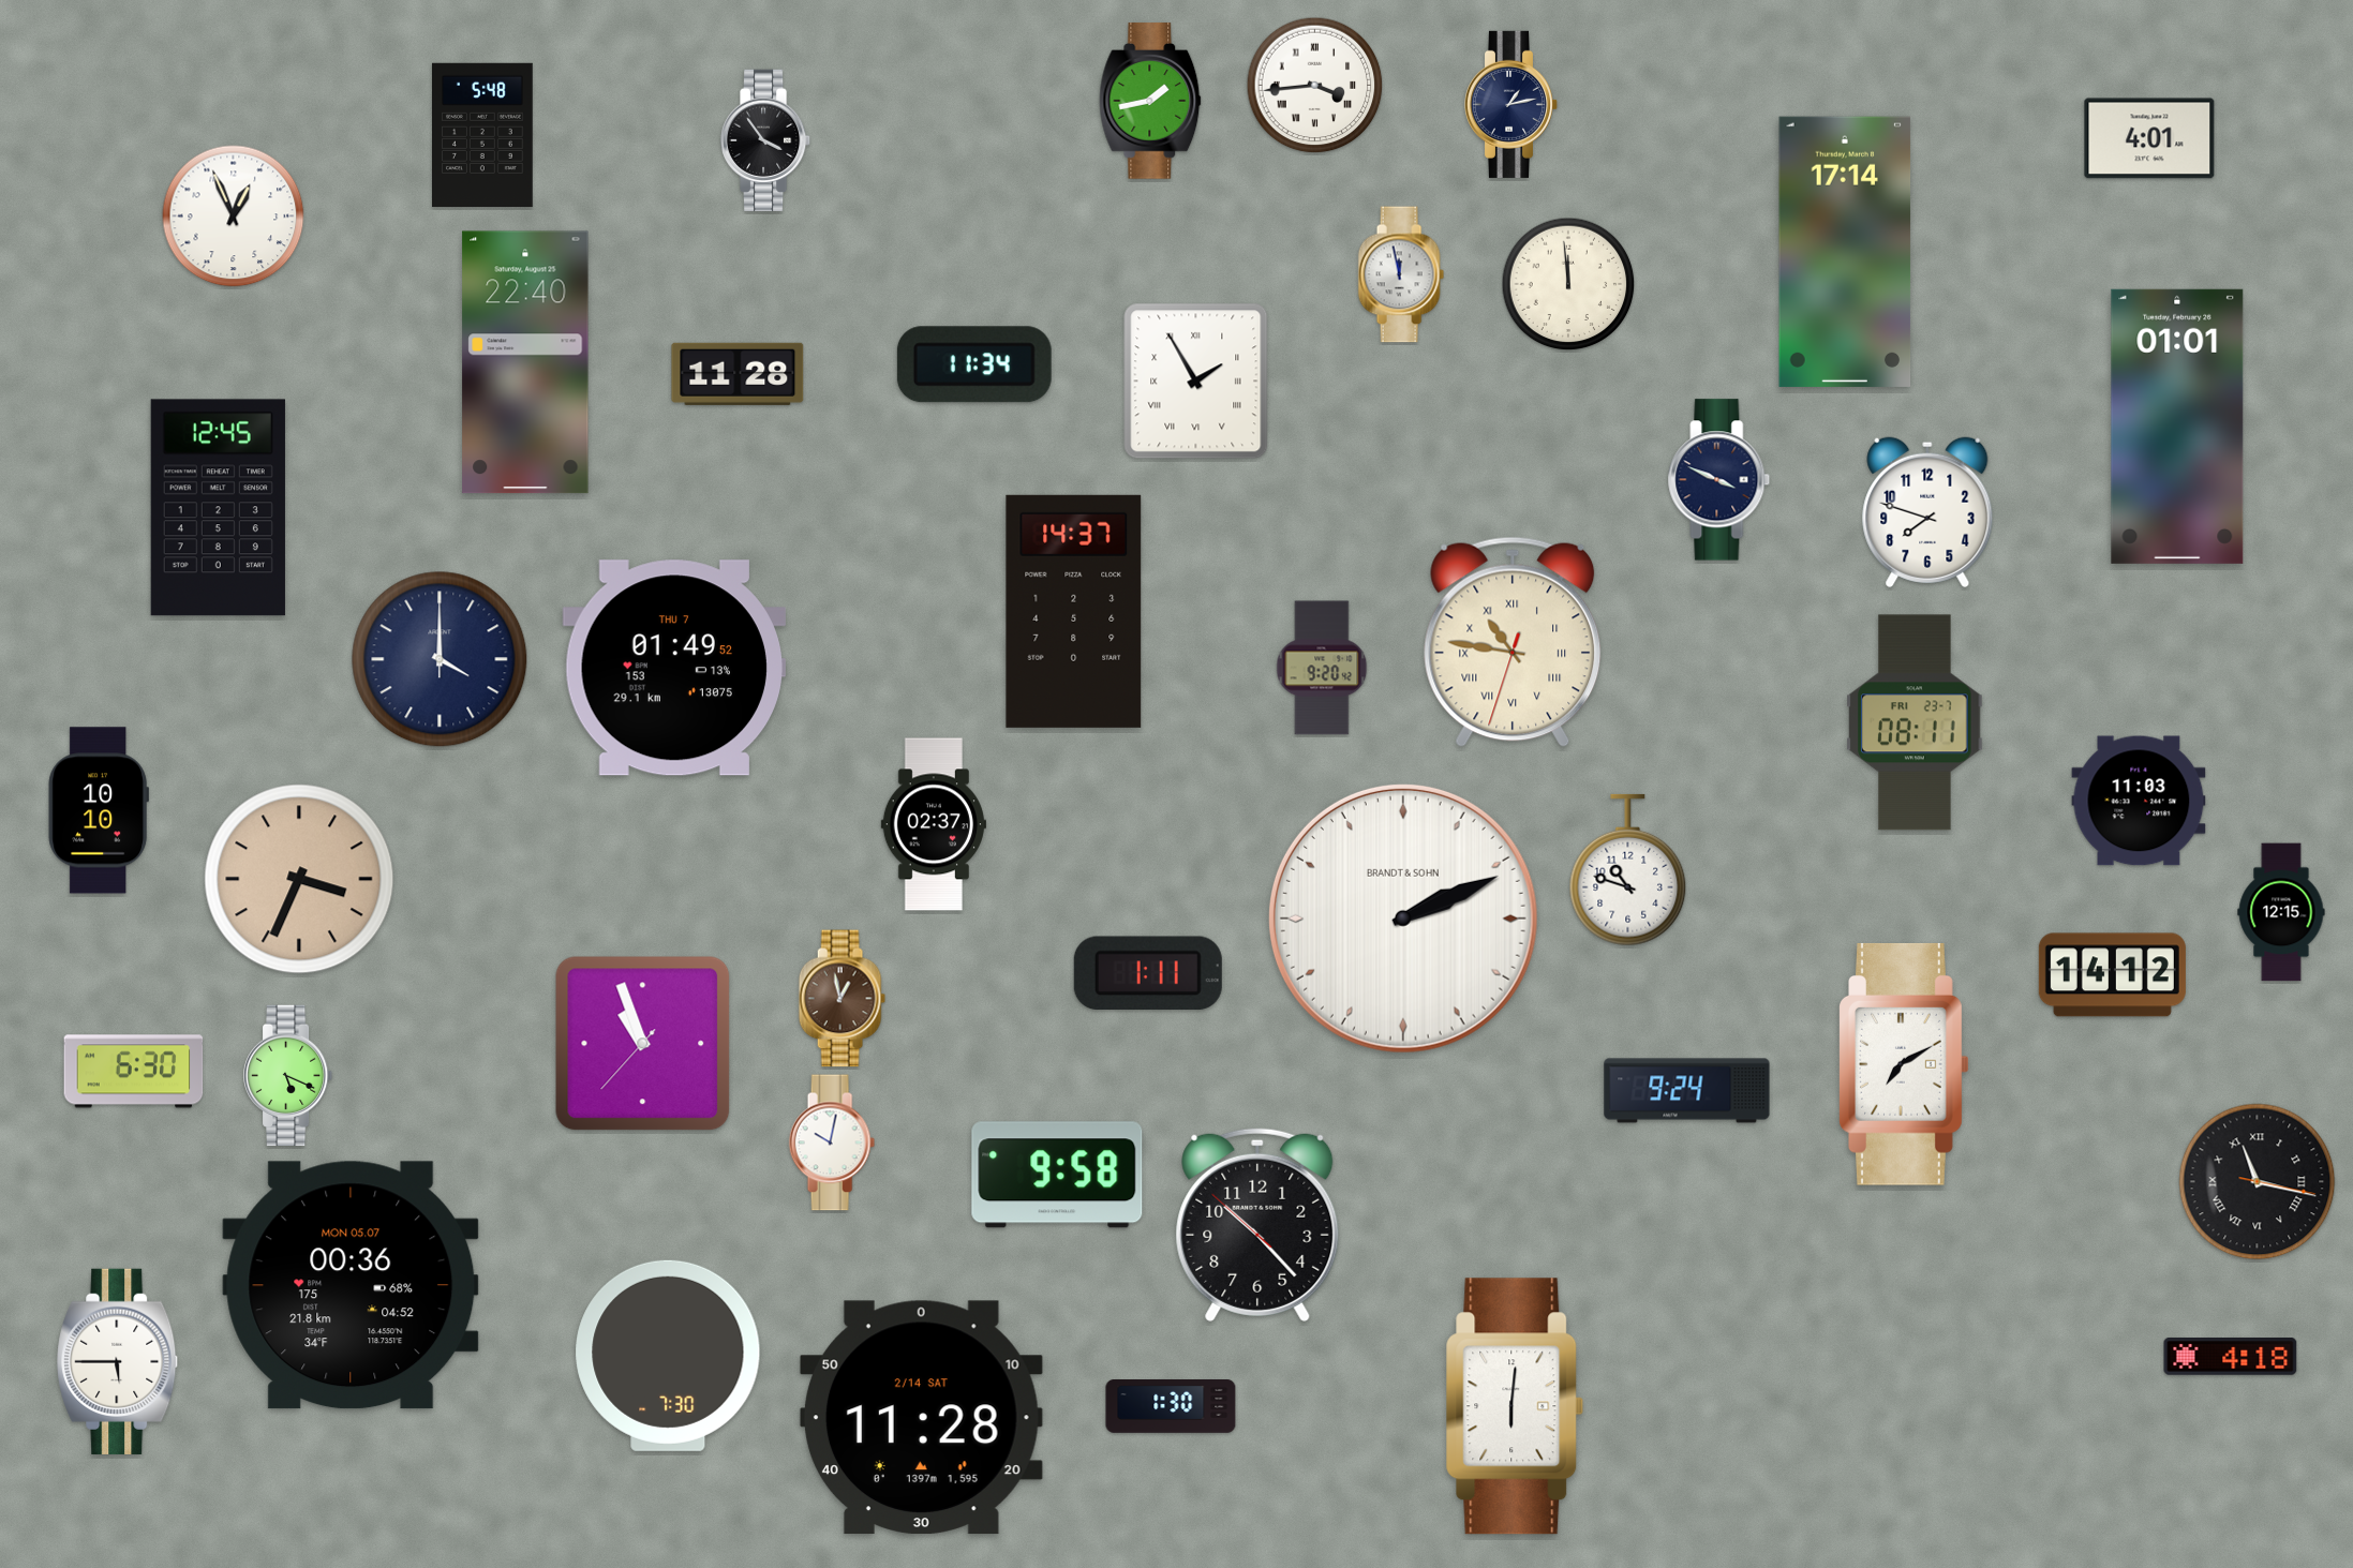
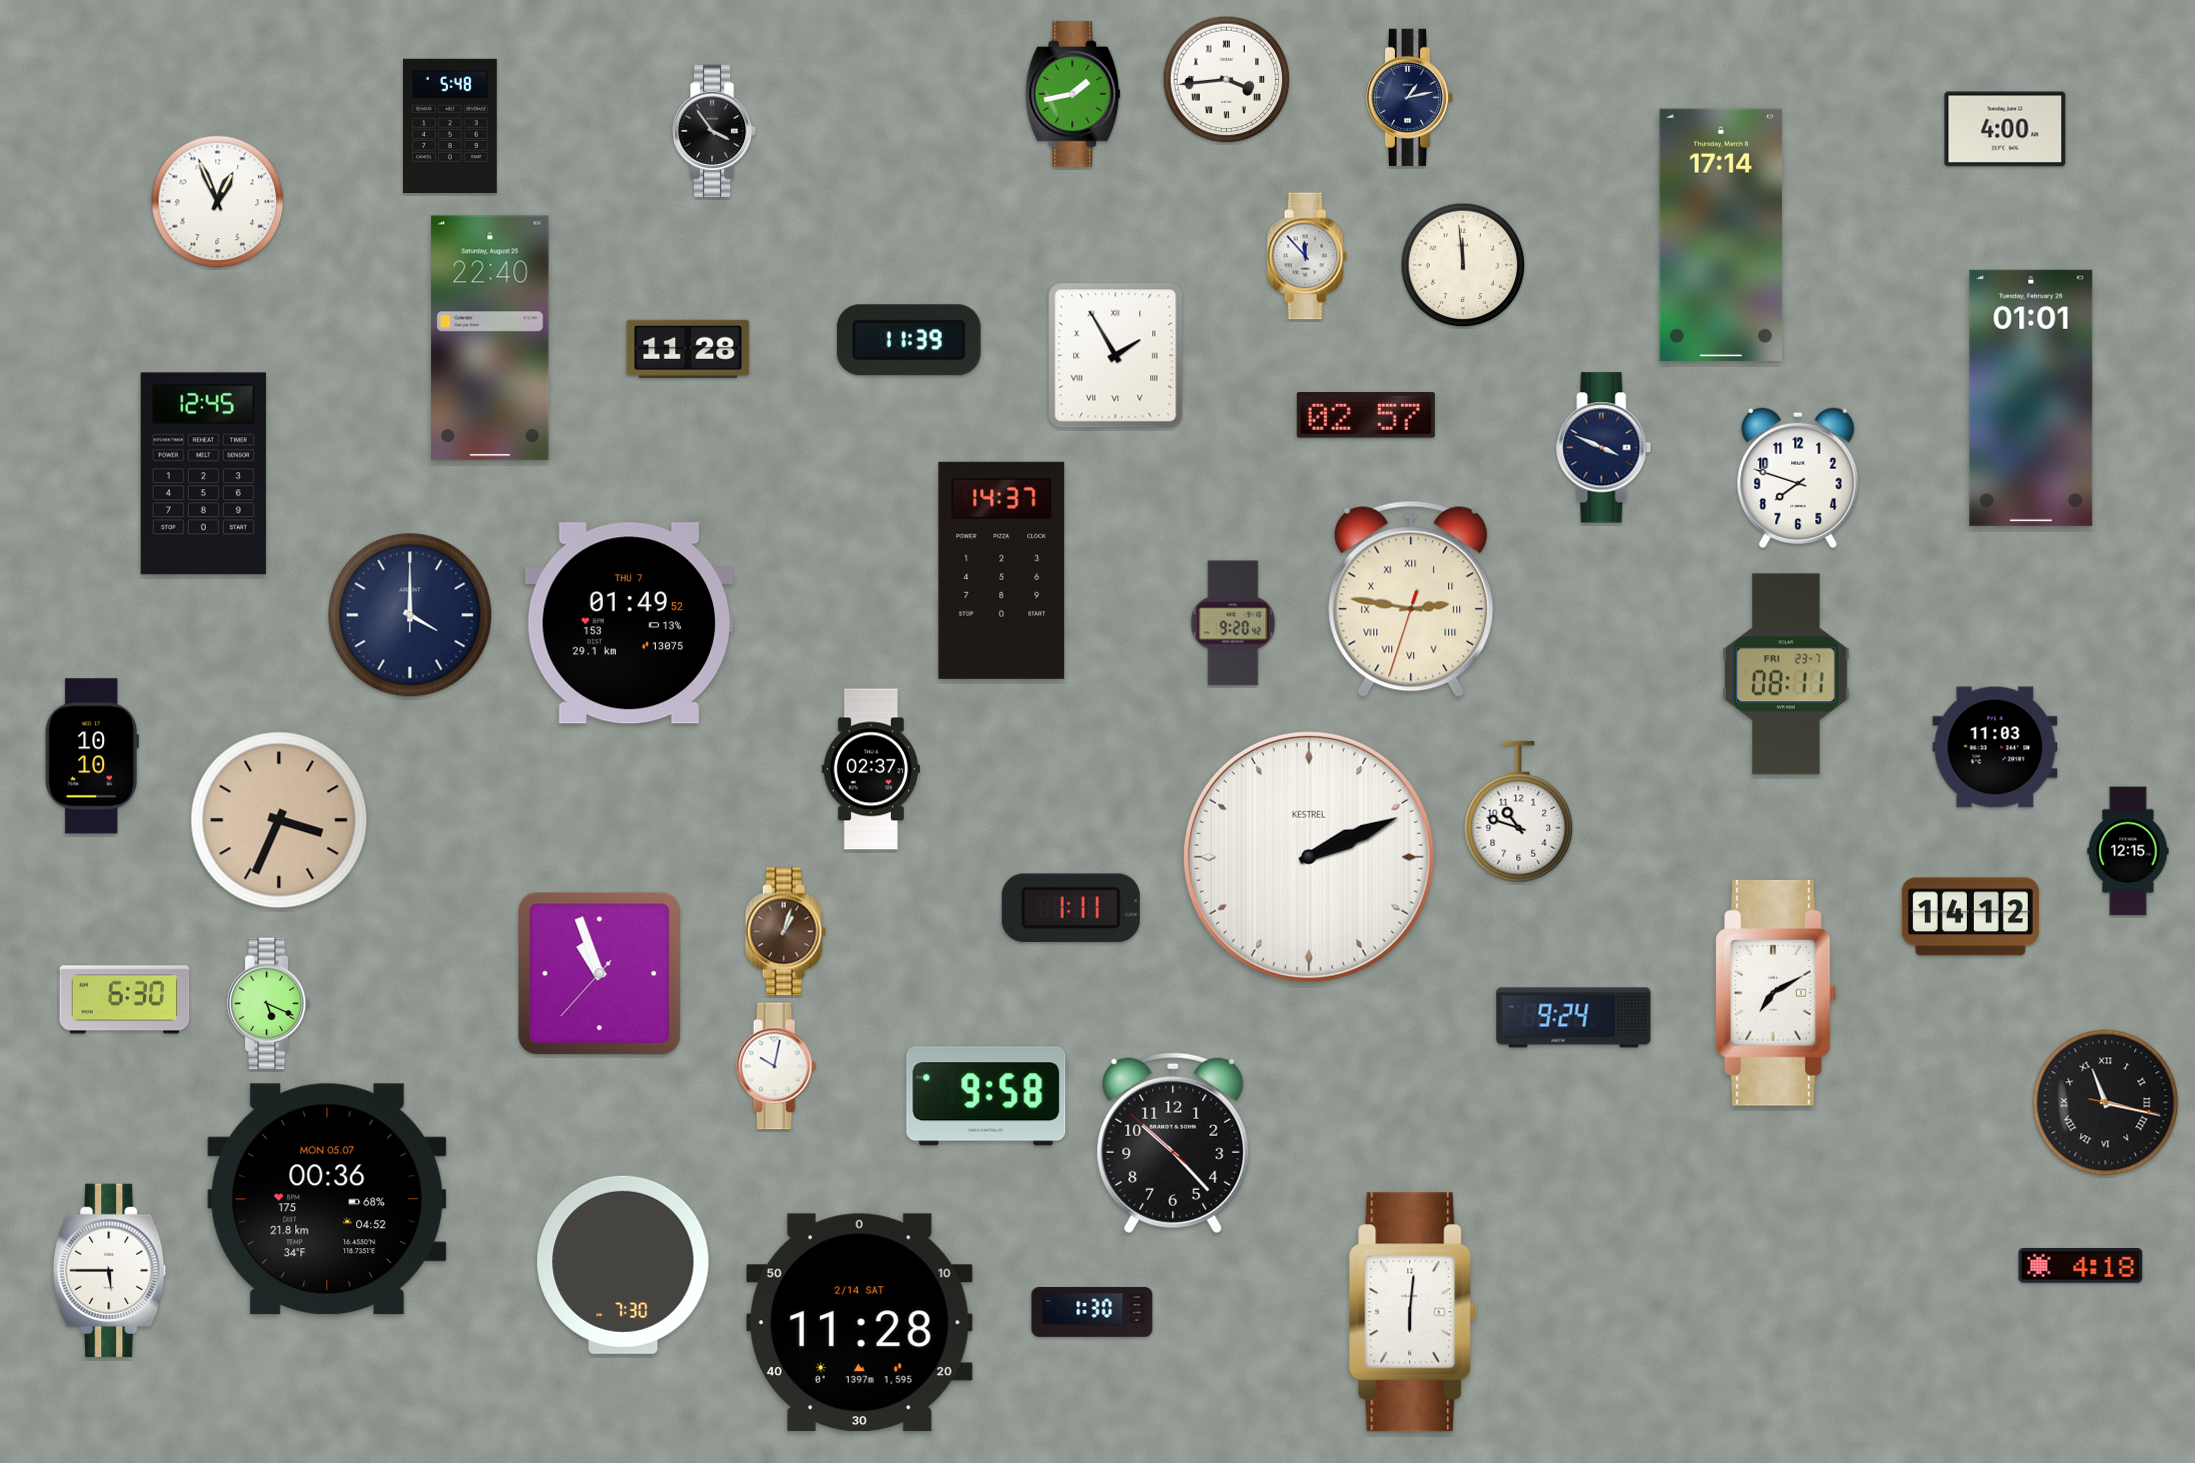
clock at (2149, 138): 4:01 -> 4:00
clock at (1401, 274): 11:58 -> 11:53
clock at (974, 364): 11:34 -> 11:39
clock at (1366, 416): none -> 02:57
clock at (1513, 642): 10:46 -> 2:46
clock at (1403, 919) brand: BRANDT & SOHN -> KESTREL
clock at (2112, 975) position: (2112, 975) -> (1970, 917)
clock at (842, 999): 12:58 -> 1:03
